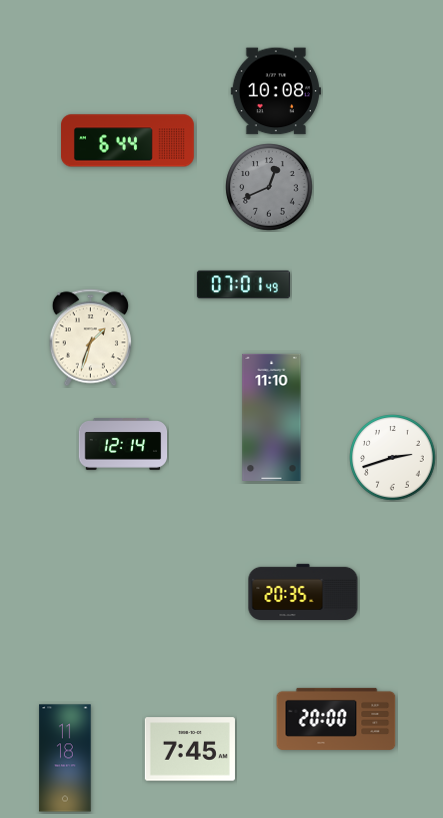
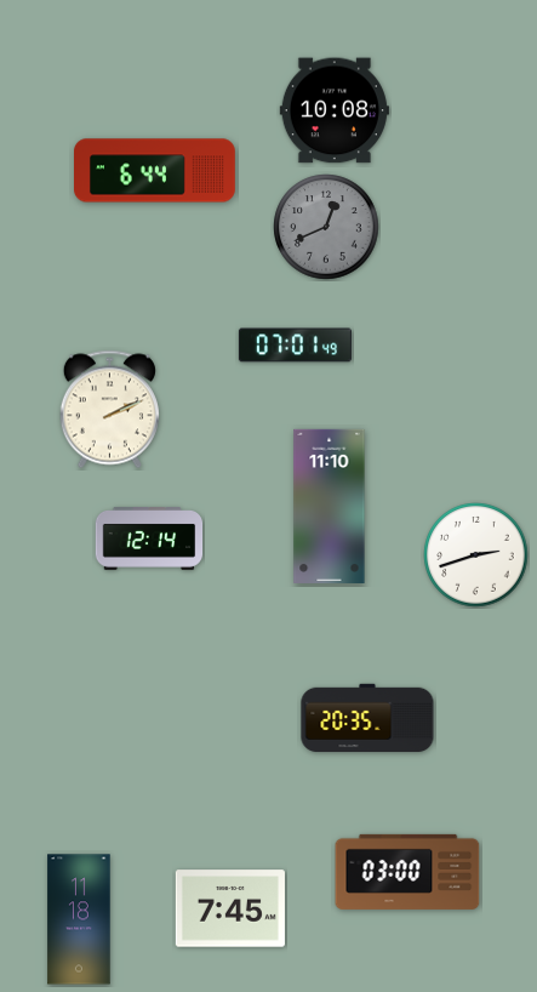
clock at (90, 338): 1:33 -> 2:11
clock at (336, 719): 20:00 -> 03:00
